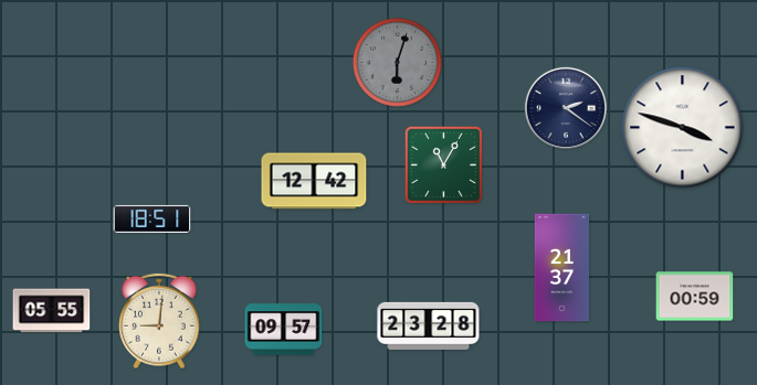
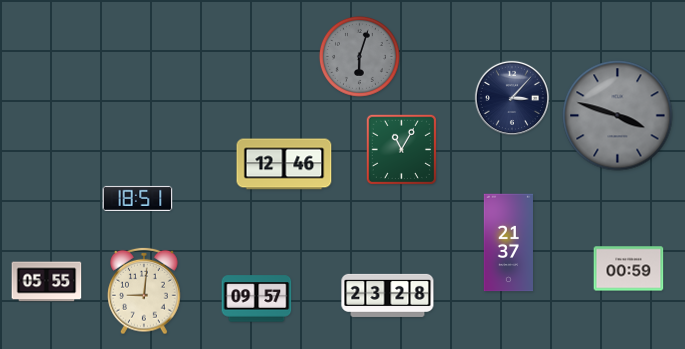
clock at (566, 108): 2:21 -> 3:07
clock at (683, 128) dial: white -> grey
clock at (314, 181): 12:42 -> 12:46
